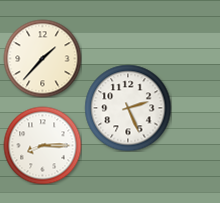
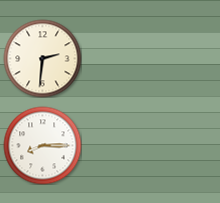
clock at (42, 58): 1:37 -> 2:31
clock at (128, 108): 2:26 -> none
